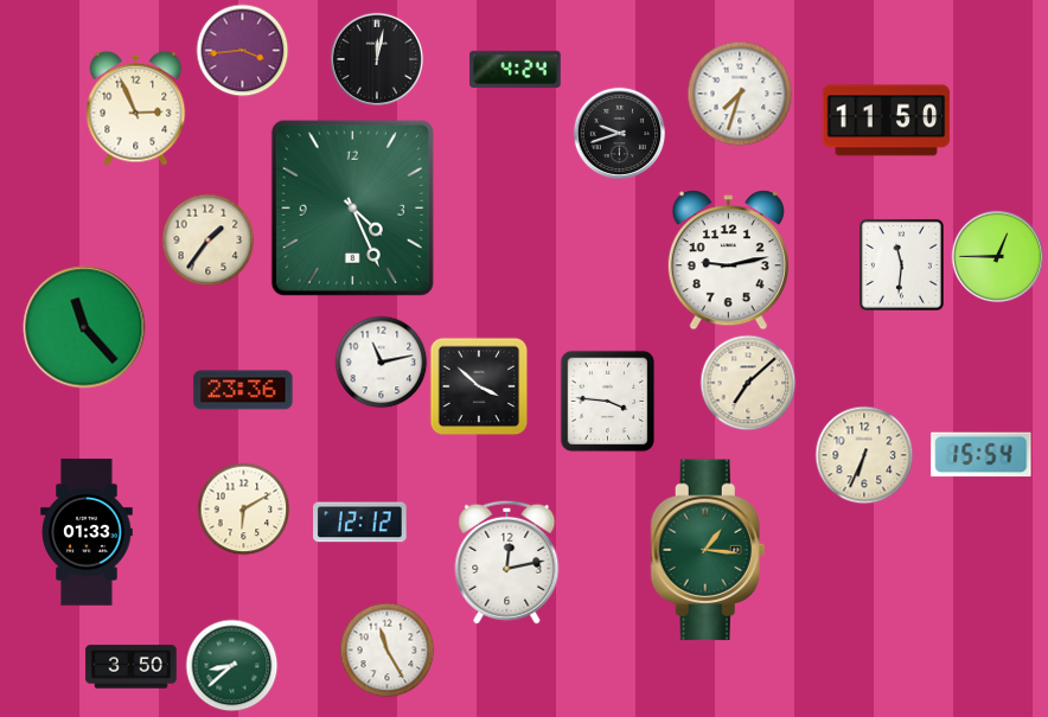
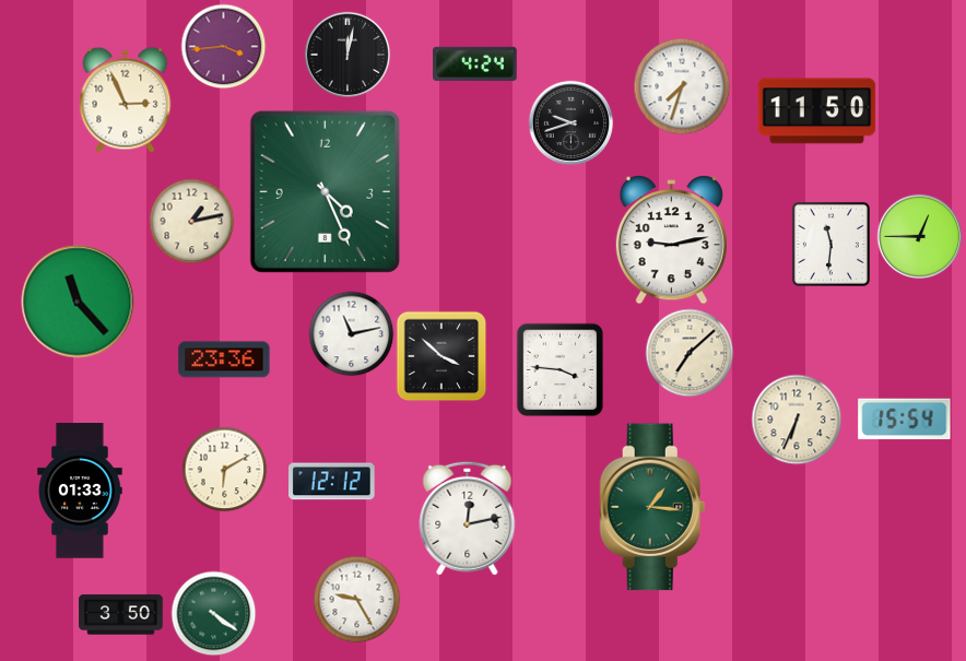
clock at (207, 239): 1:36 -> 1:13
clock at (386, 649): 11:25 -> 9:25
clock at (231, 665): 8:38 -> 4:21
